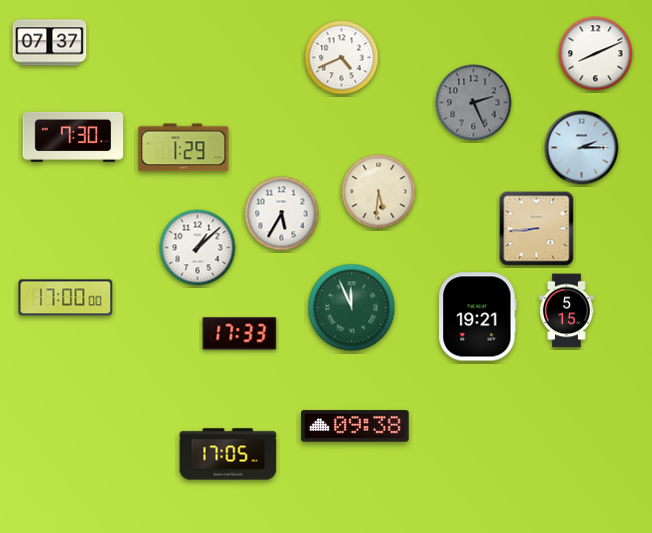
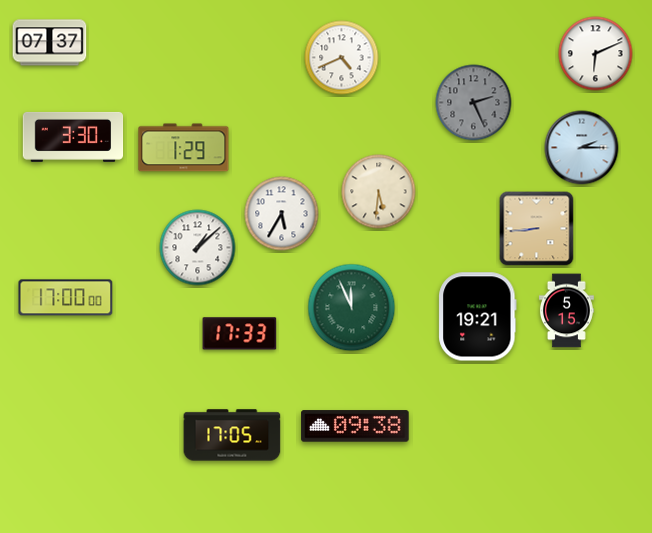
clock at (596, 54): 8:11 -> 6:11
clock at (73, 137): 7:30 -> 3:30
clock at (228, 454) position: (228, 454) -> (232, 435)
